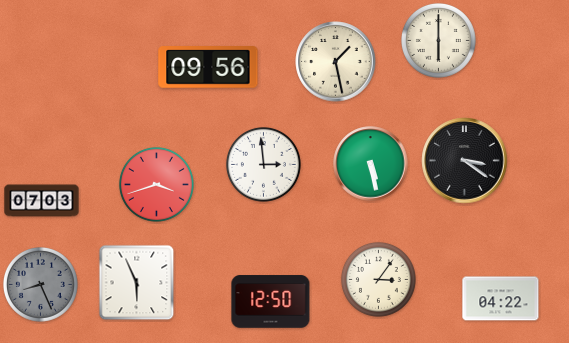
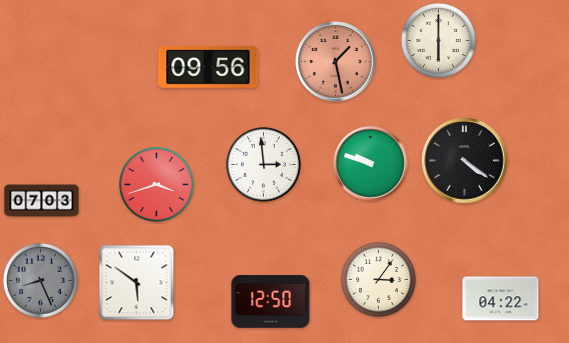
clock at (336, 62) dial: cream -> salmon
clock at (465, 161): 3:21 -> 4:21
clock at (371, 164): 5:28 -> 9:48
clock at (137, 283): 5:56 -> 5:51
clock at (40, 284) position: (40, 284) -> (40, 280)
